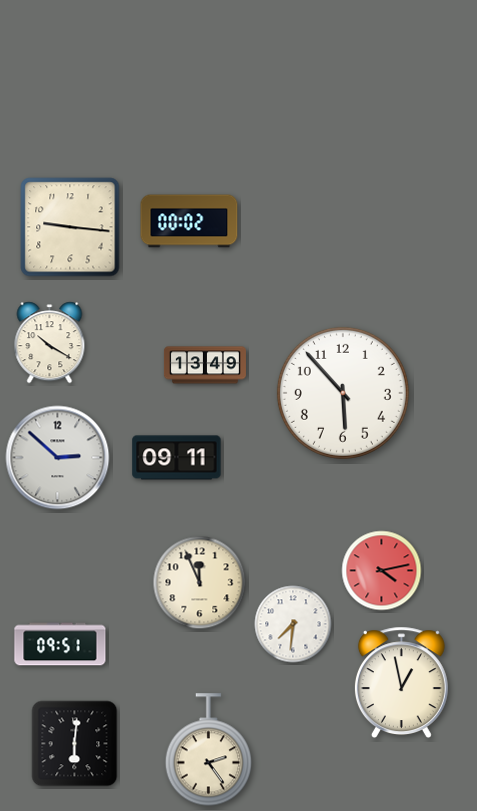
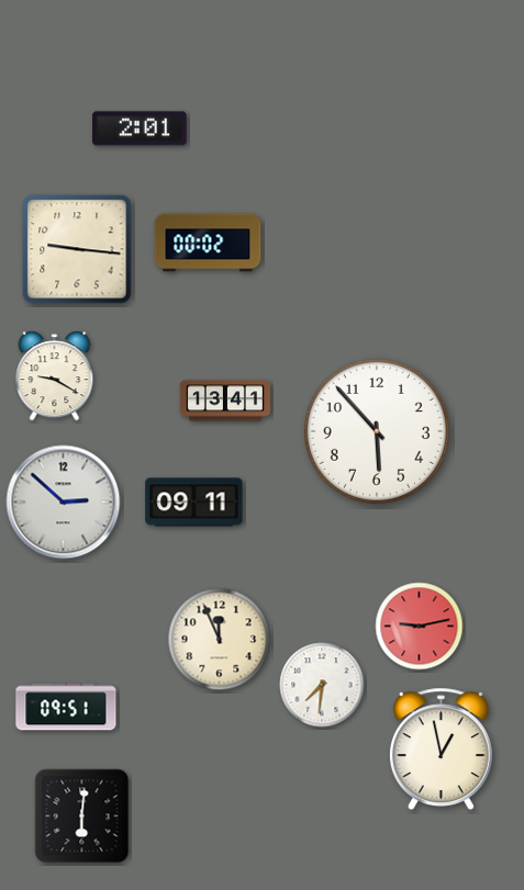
clock at (140, 128): none -> 2:01
clock at (50, 343): 10:20 -> 9:20
clock at (205, 365): 13:49 -> 13:41
clock at (382, 571): 4:13 -> 9:13
clock at (209, 750): 2:24 -> none
